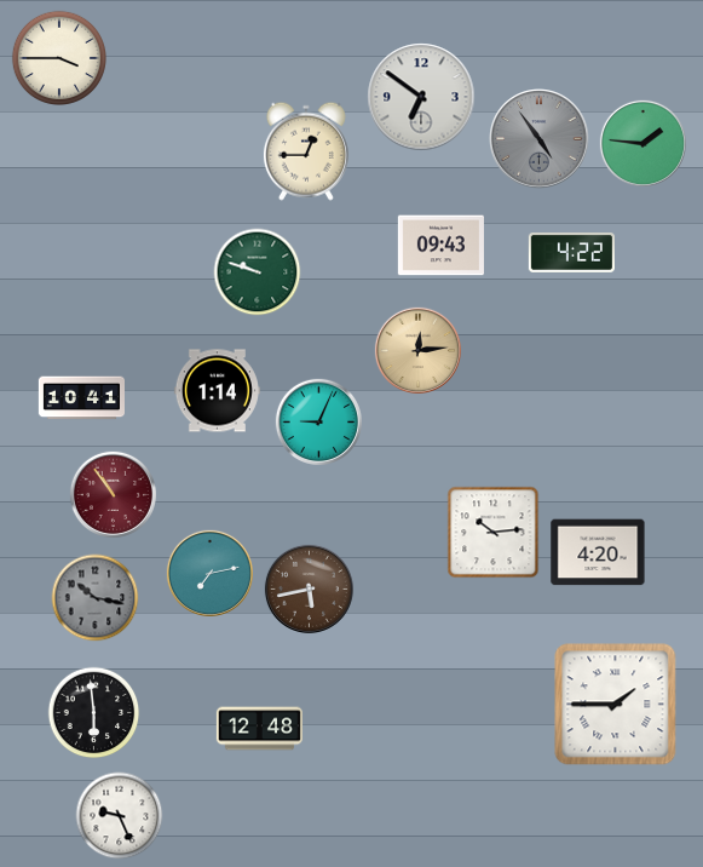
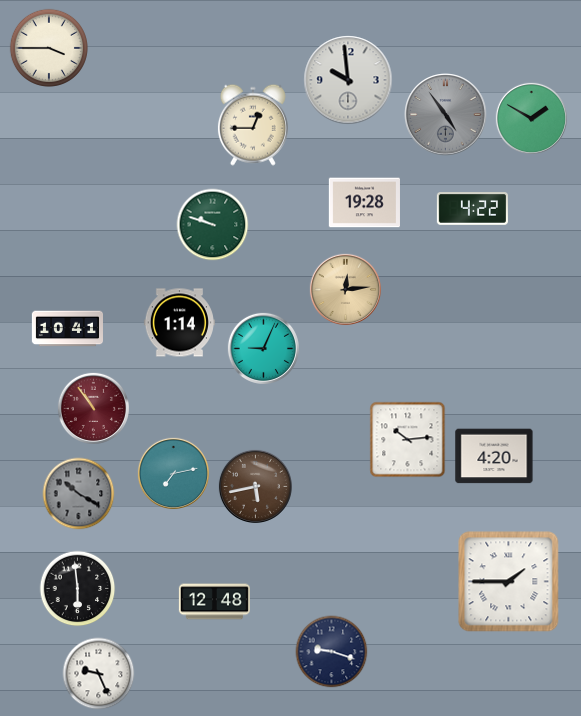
clock at (421, 97): 6:51 -> 9:59
clock at (643, 143): 1:46 -> 1:50
clock at (440, 246): 09:43 -> 19:28
clock at (96, 598): 10:17 -> 10:20
clock at (332, 652): none -> 9:18
